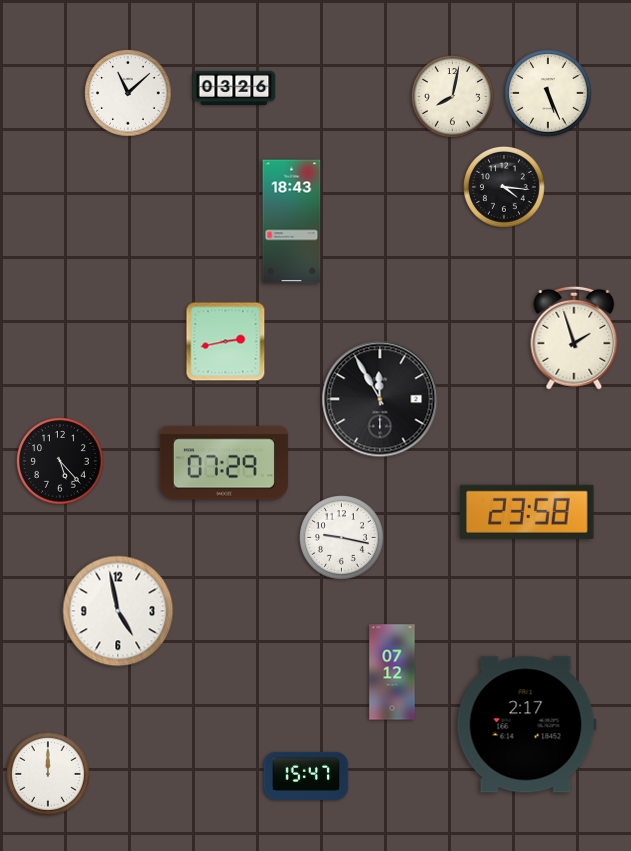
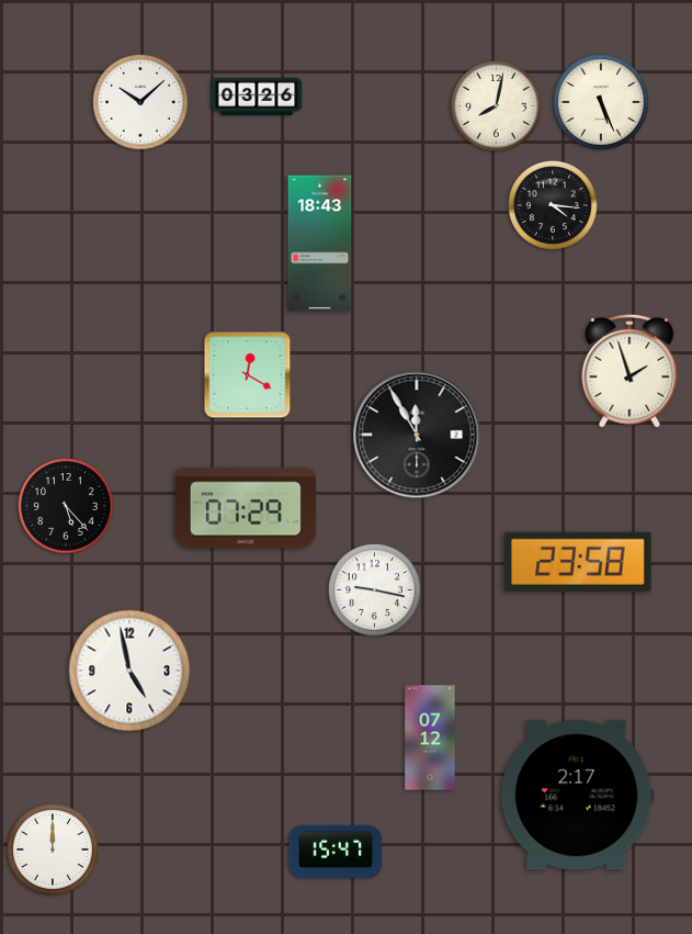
clock at (128, 93): 11:08 -> 10:08
clock at (226, 342): 2:43 -> 12:20
clock at (380, 399) position: (380, 399) -> (417, 435)
